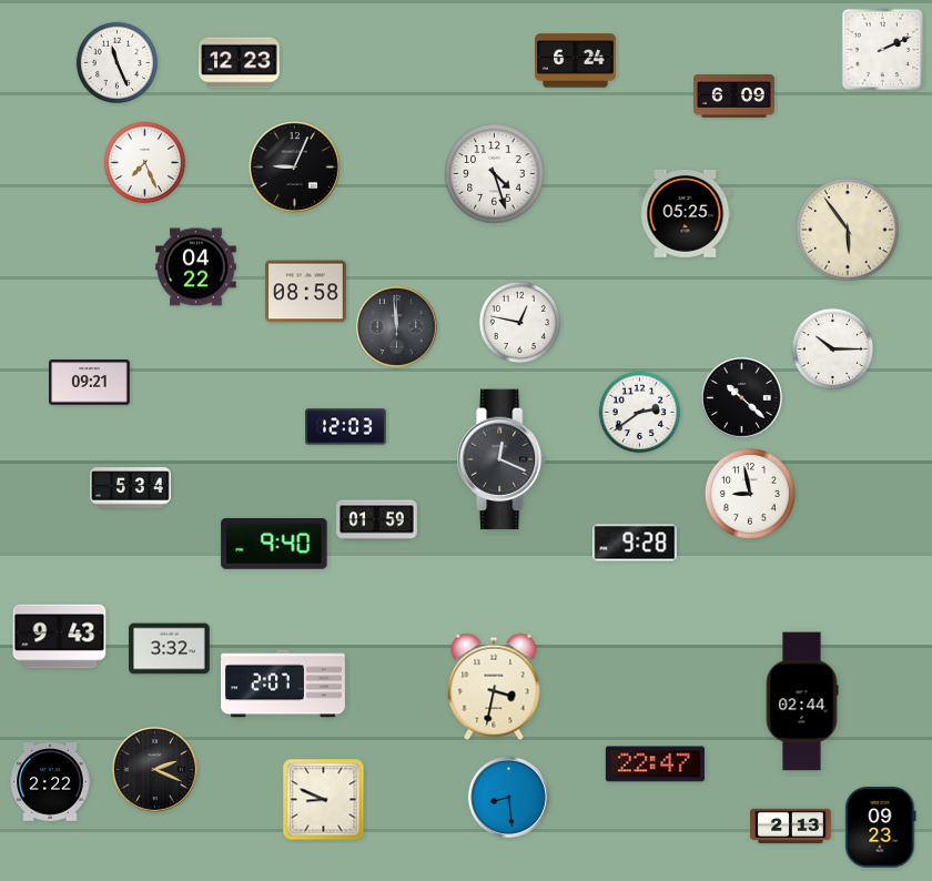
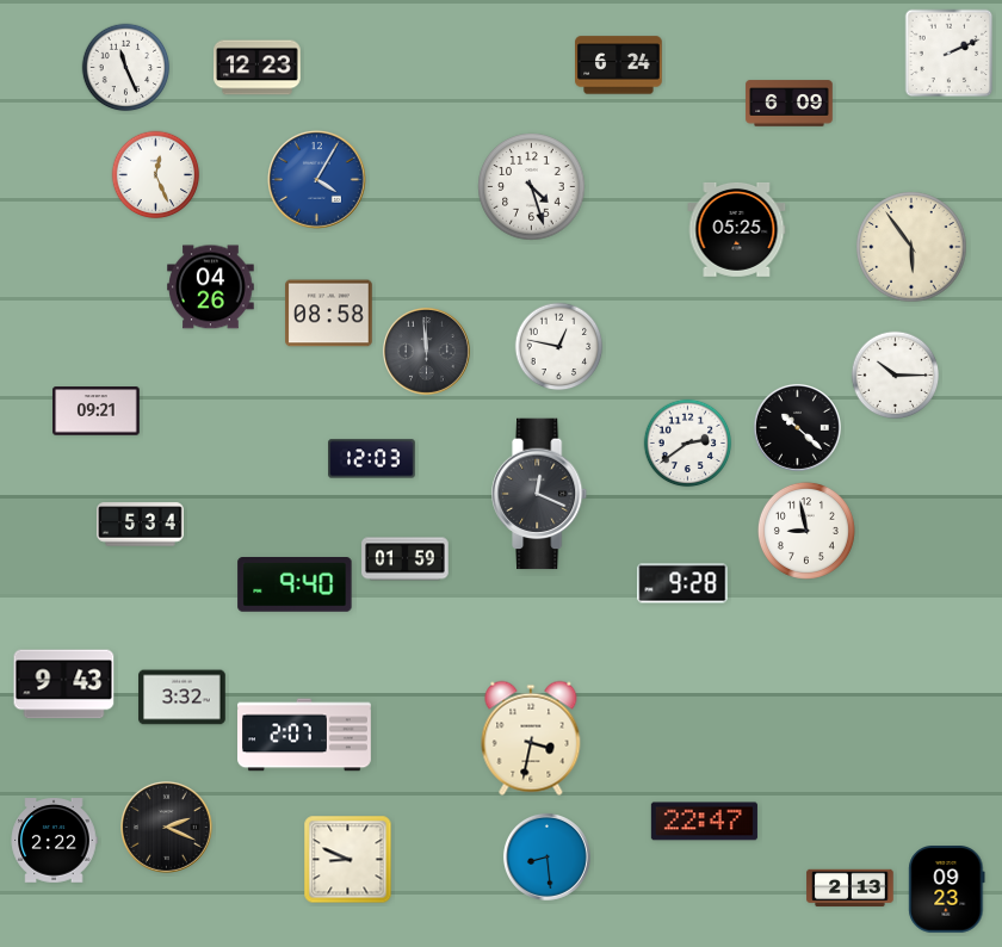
clock at (145, 163): 7:26 -> 12:26
clock at (295, 168): 9:04 -> 4:05
clock at (295, 168) dial: black -> blue
clock at (196, 267): 04:22 -> 04:26
clock at (802, 701): 02:44 -> none
